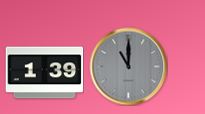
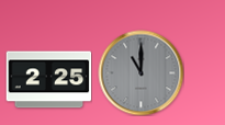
clock at (44, 73): 1:39 -> 2:25
